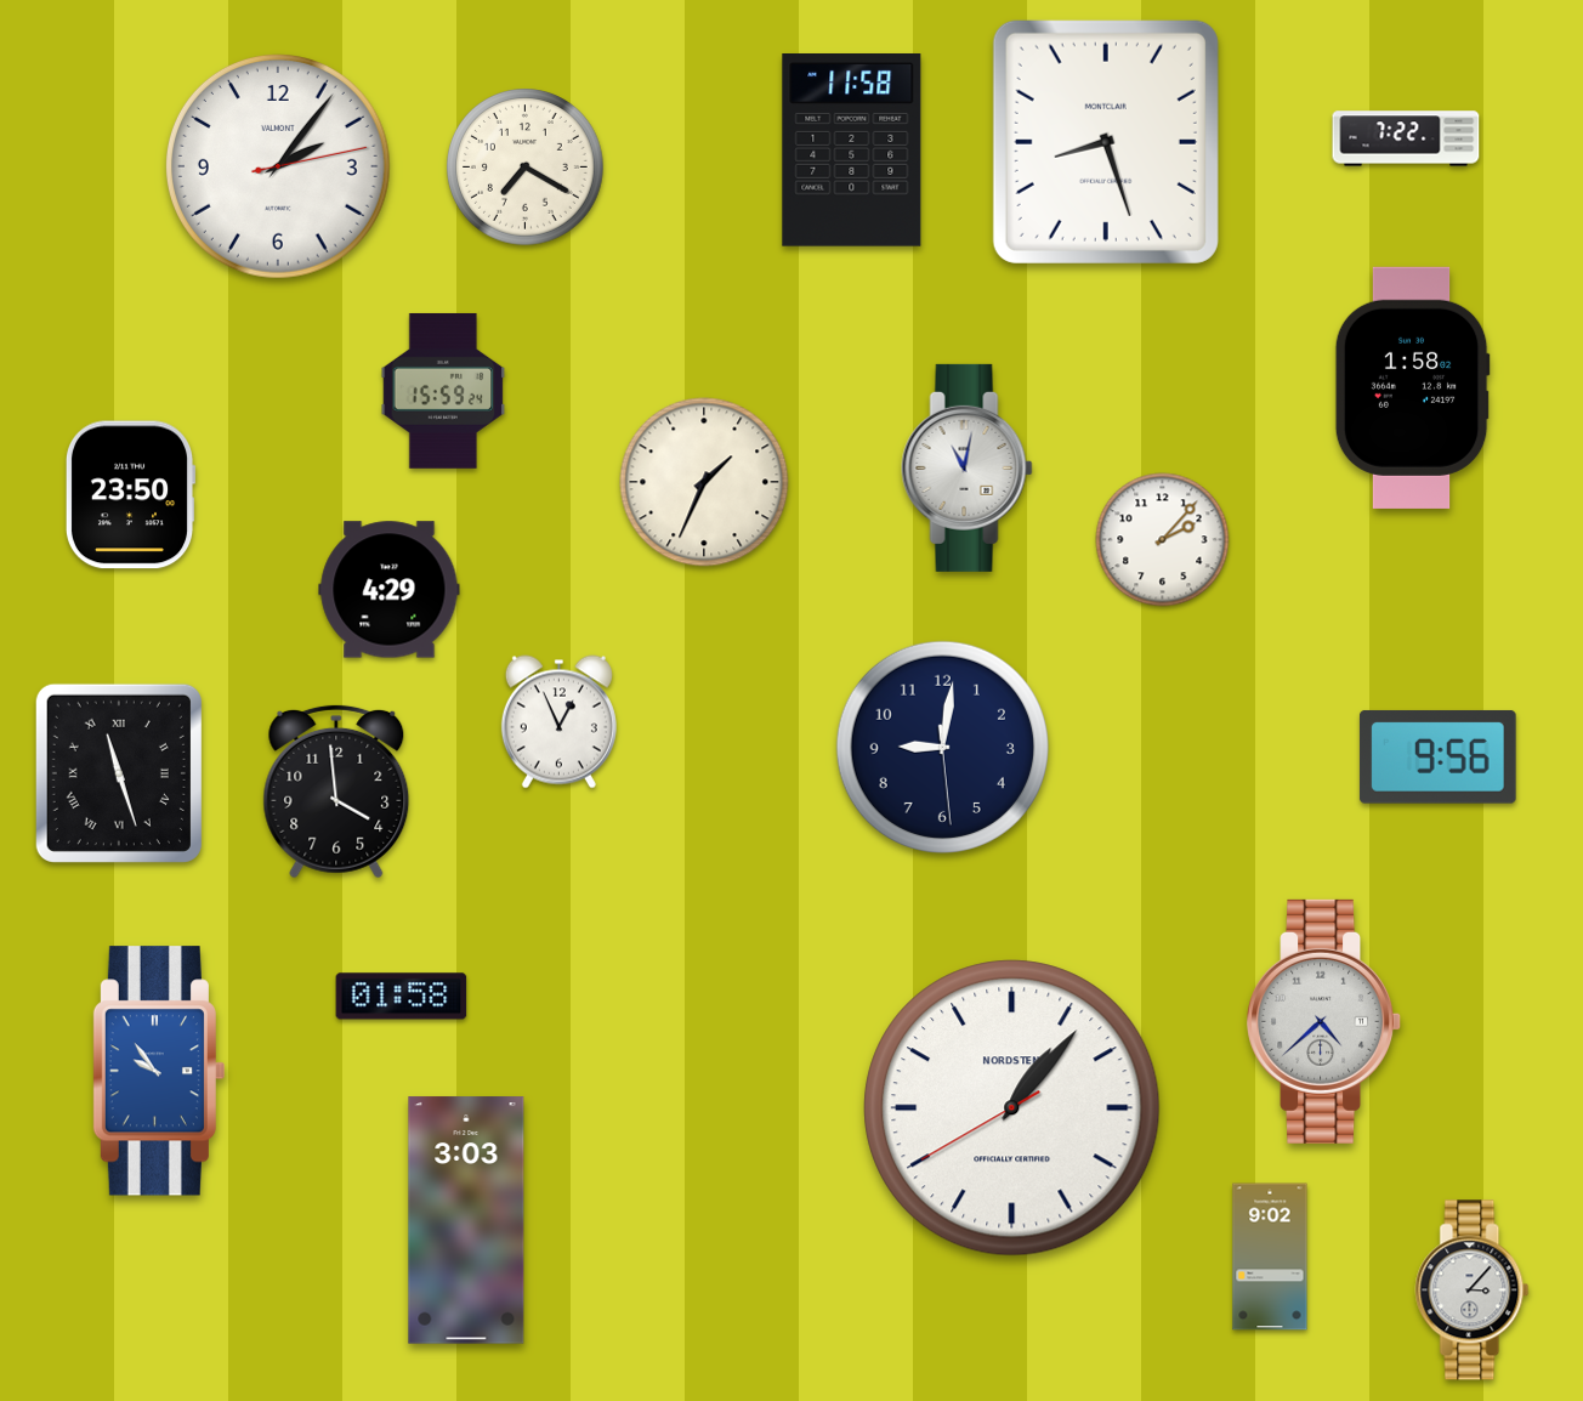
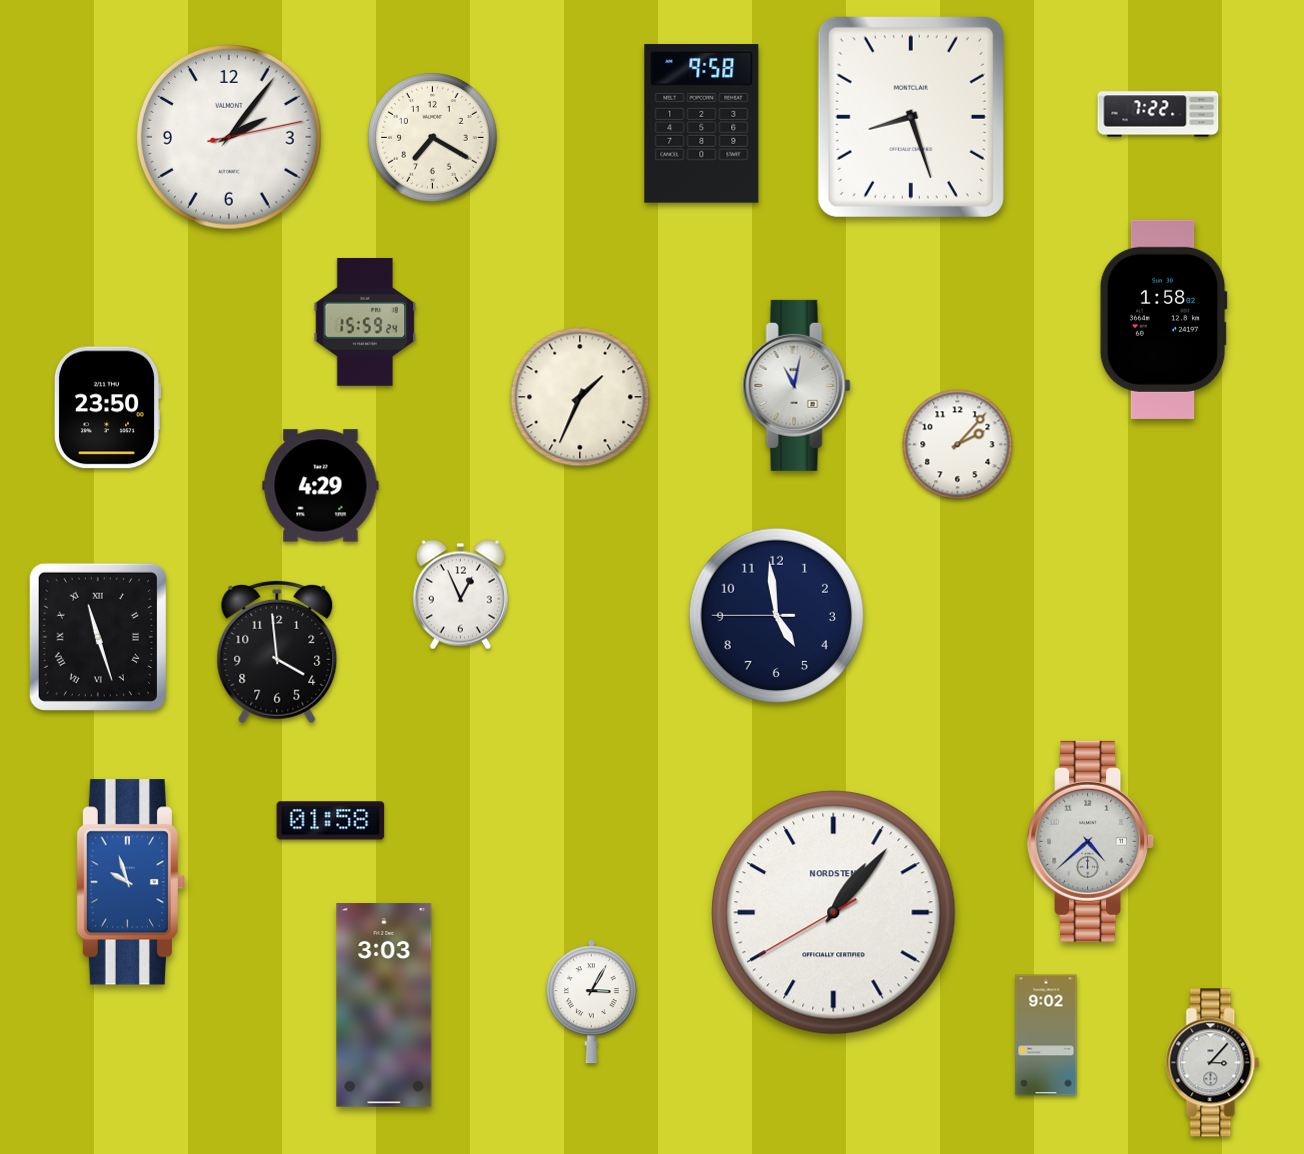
clock at (852, 151): 11:58 -> 9:58
clock at (942, 747): 9:01 -> 4:58
clock at (1437, 756): 9:56 -> none
clock at (158, 1071): 9:54 -> 9:57
clock at (591, 1002): none -> 3:05
